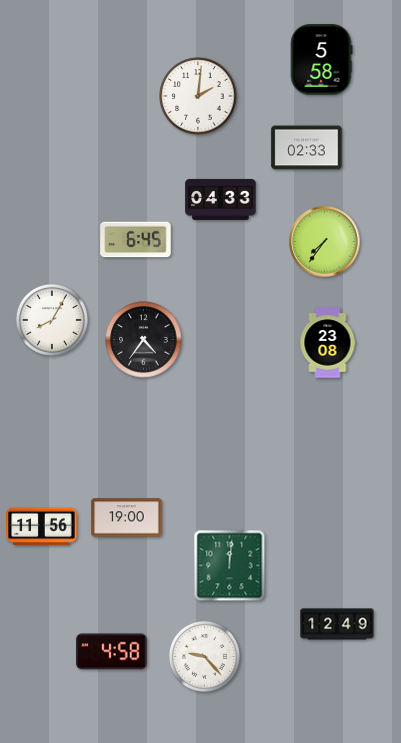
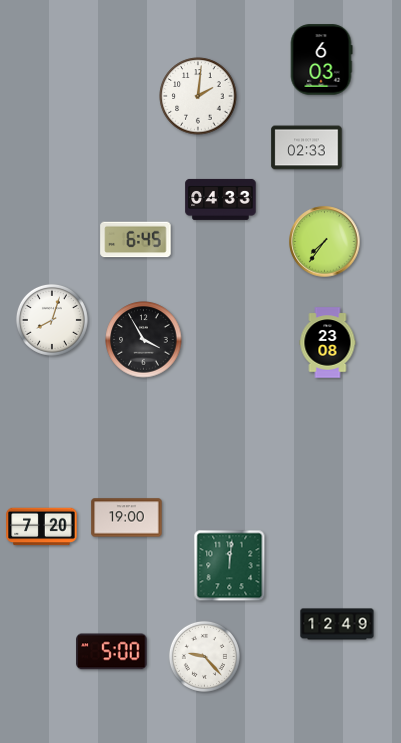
clock at (321, 60): 5:58 -> 6:03
clock at (52, 320): 8:05 -> 8:03
clock at (144, 340): 4:36 -> 3:55
clock at (42, 527): 11:56 -> 7:20
clock at (112, 652): 4:58 -> 5:00
